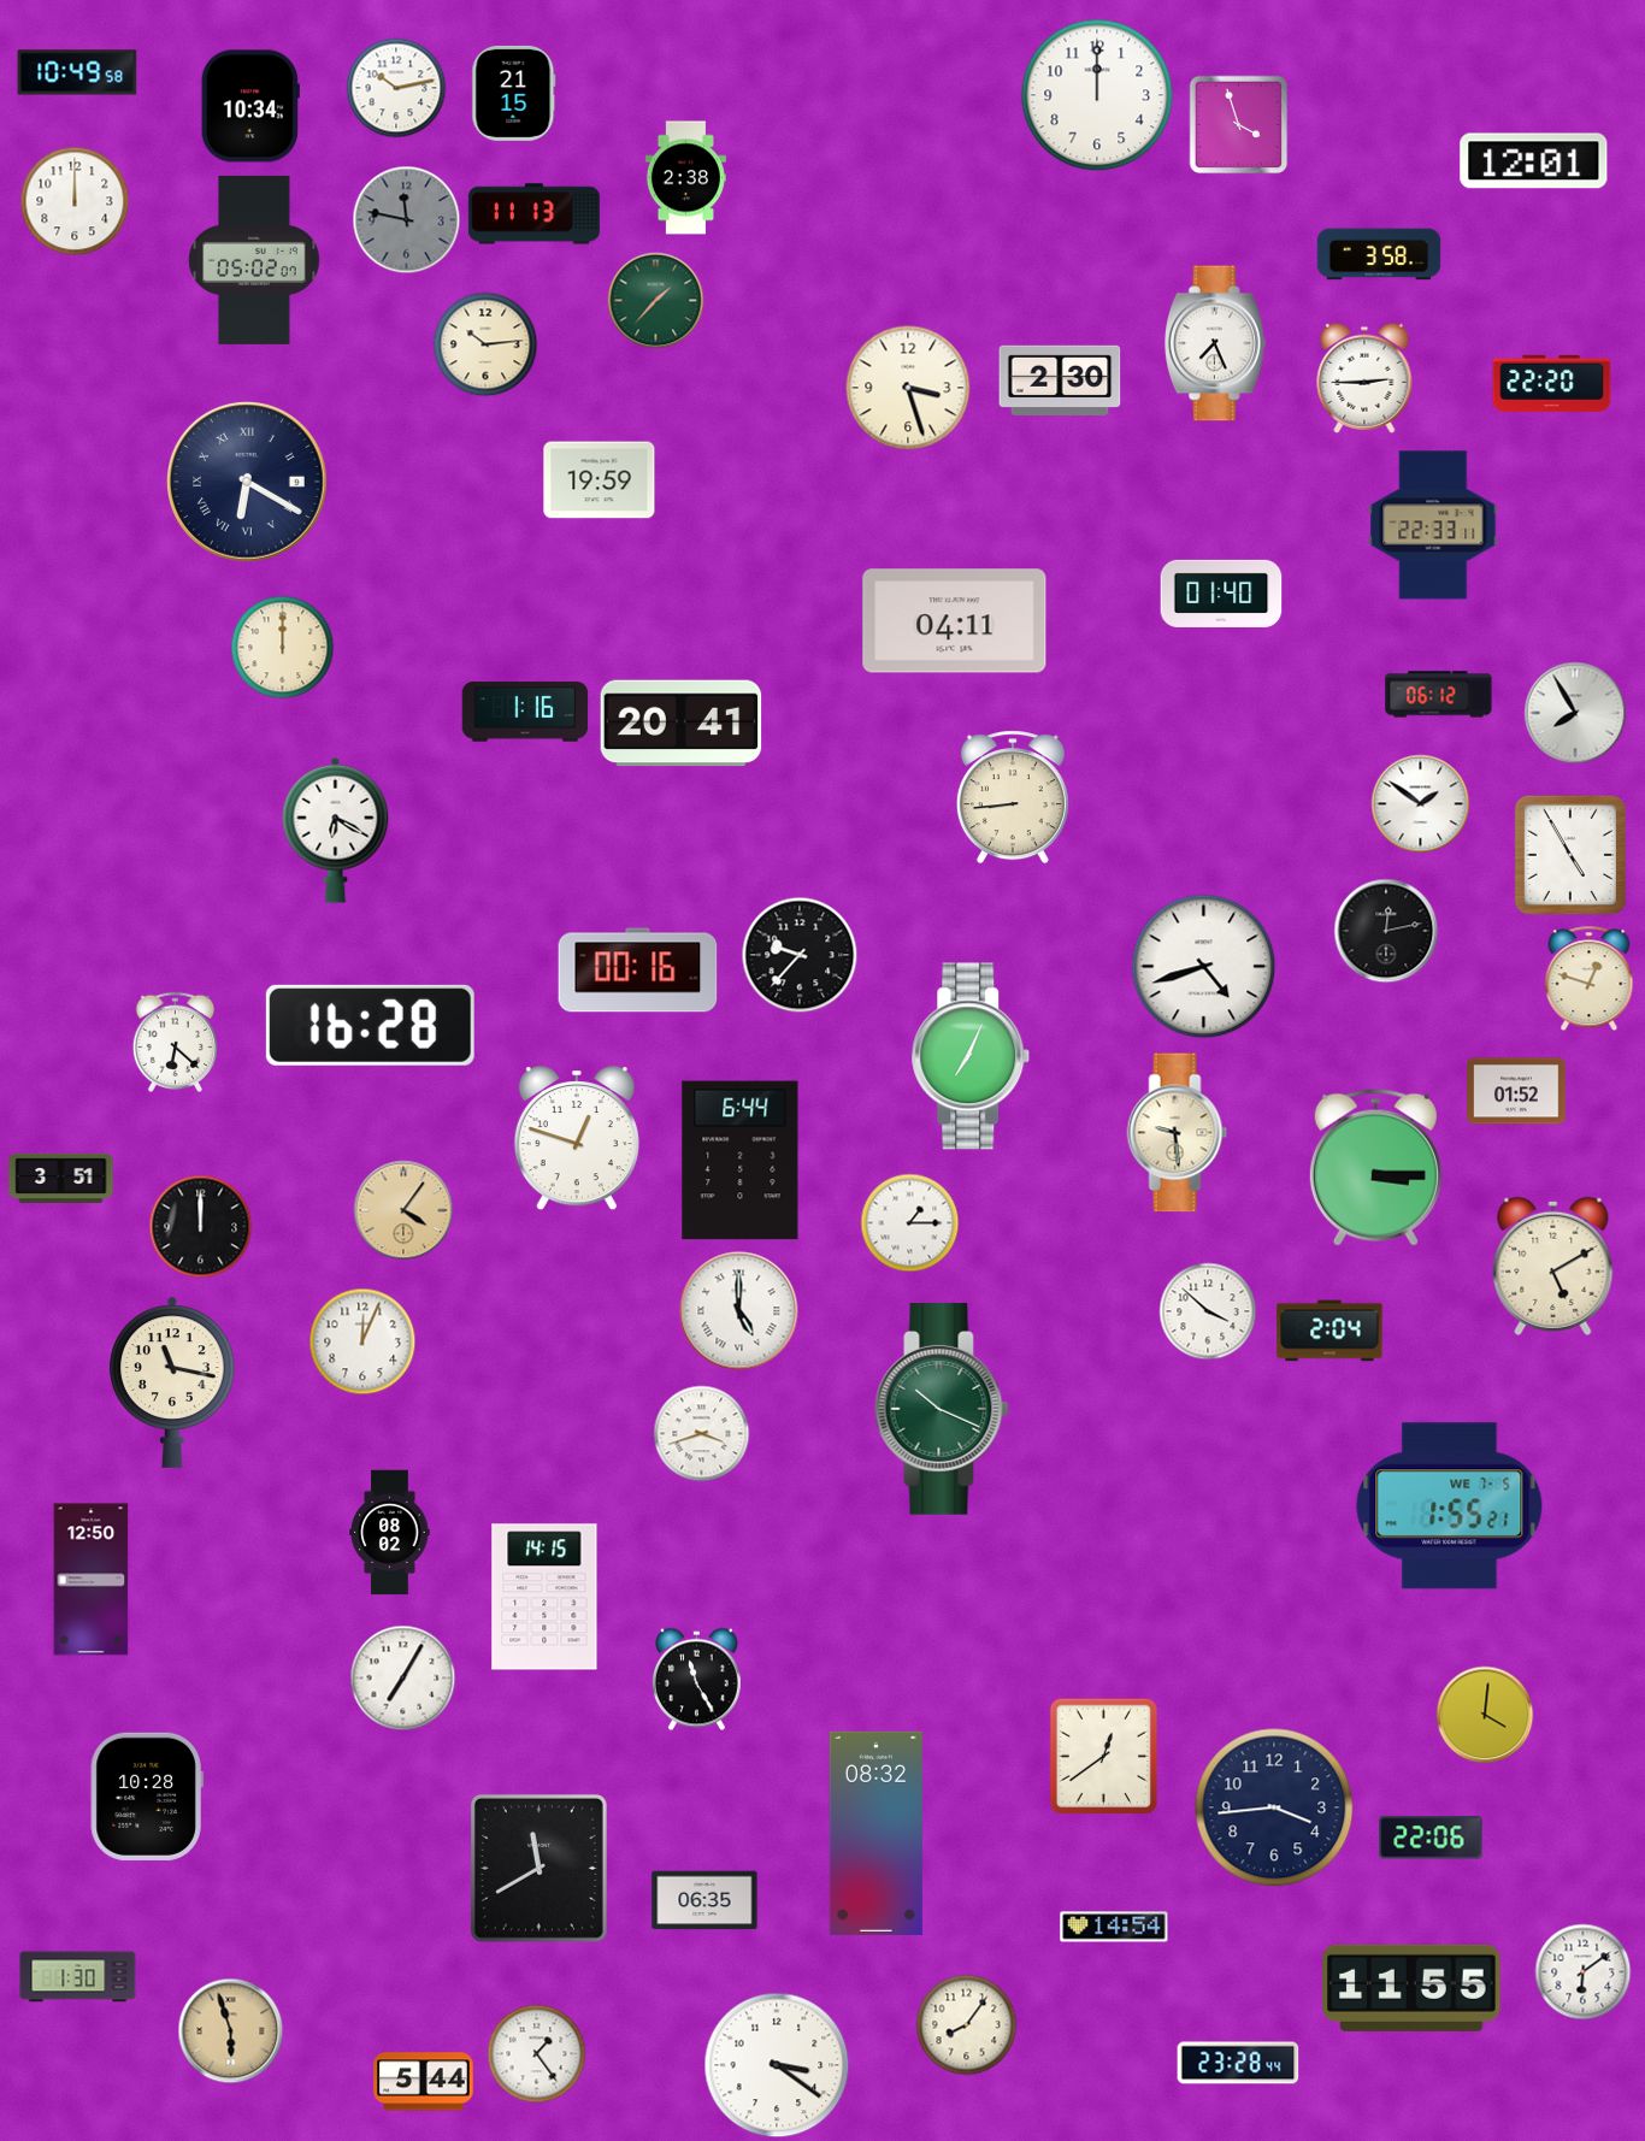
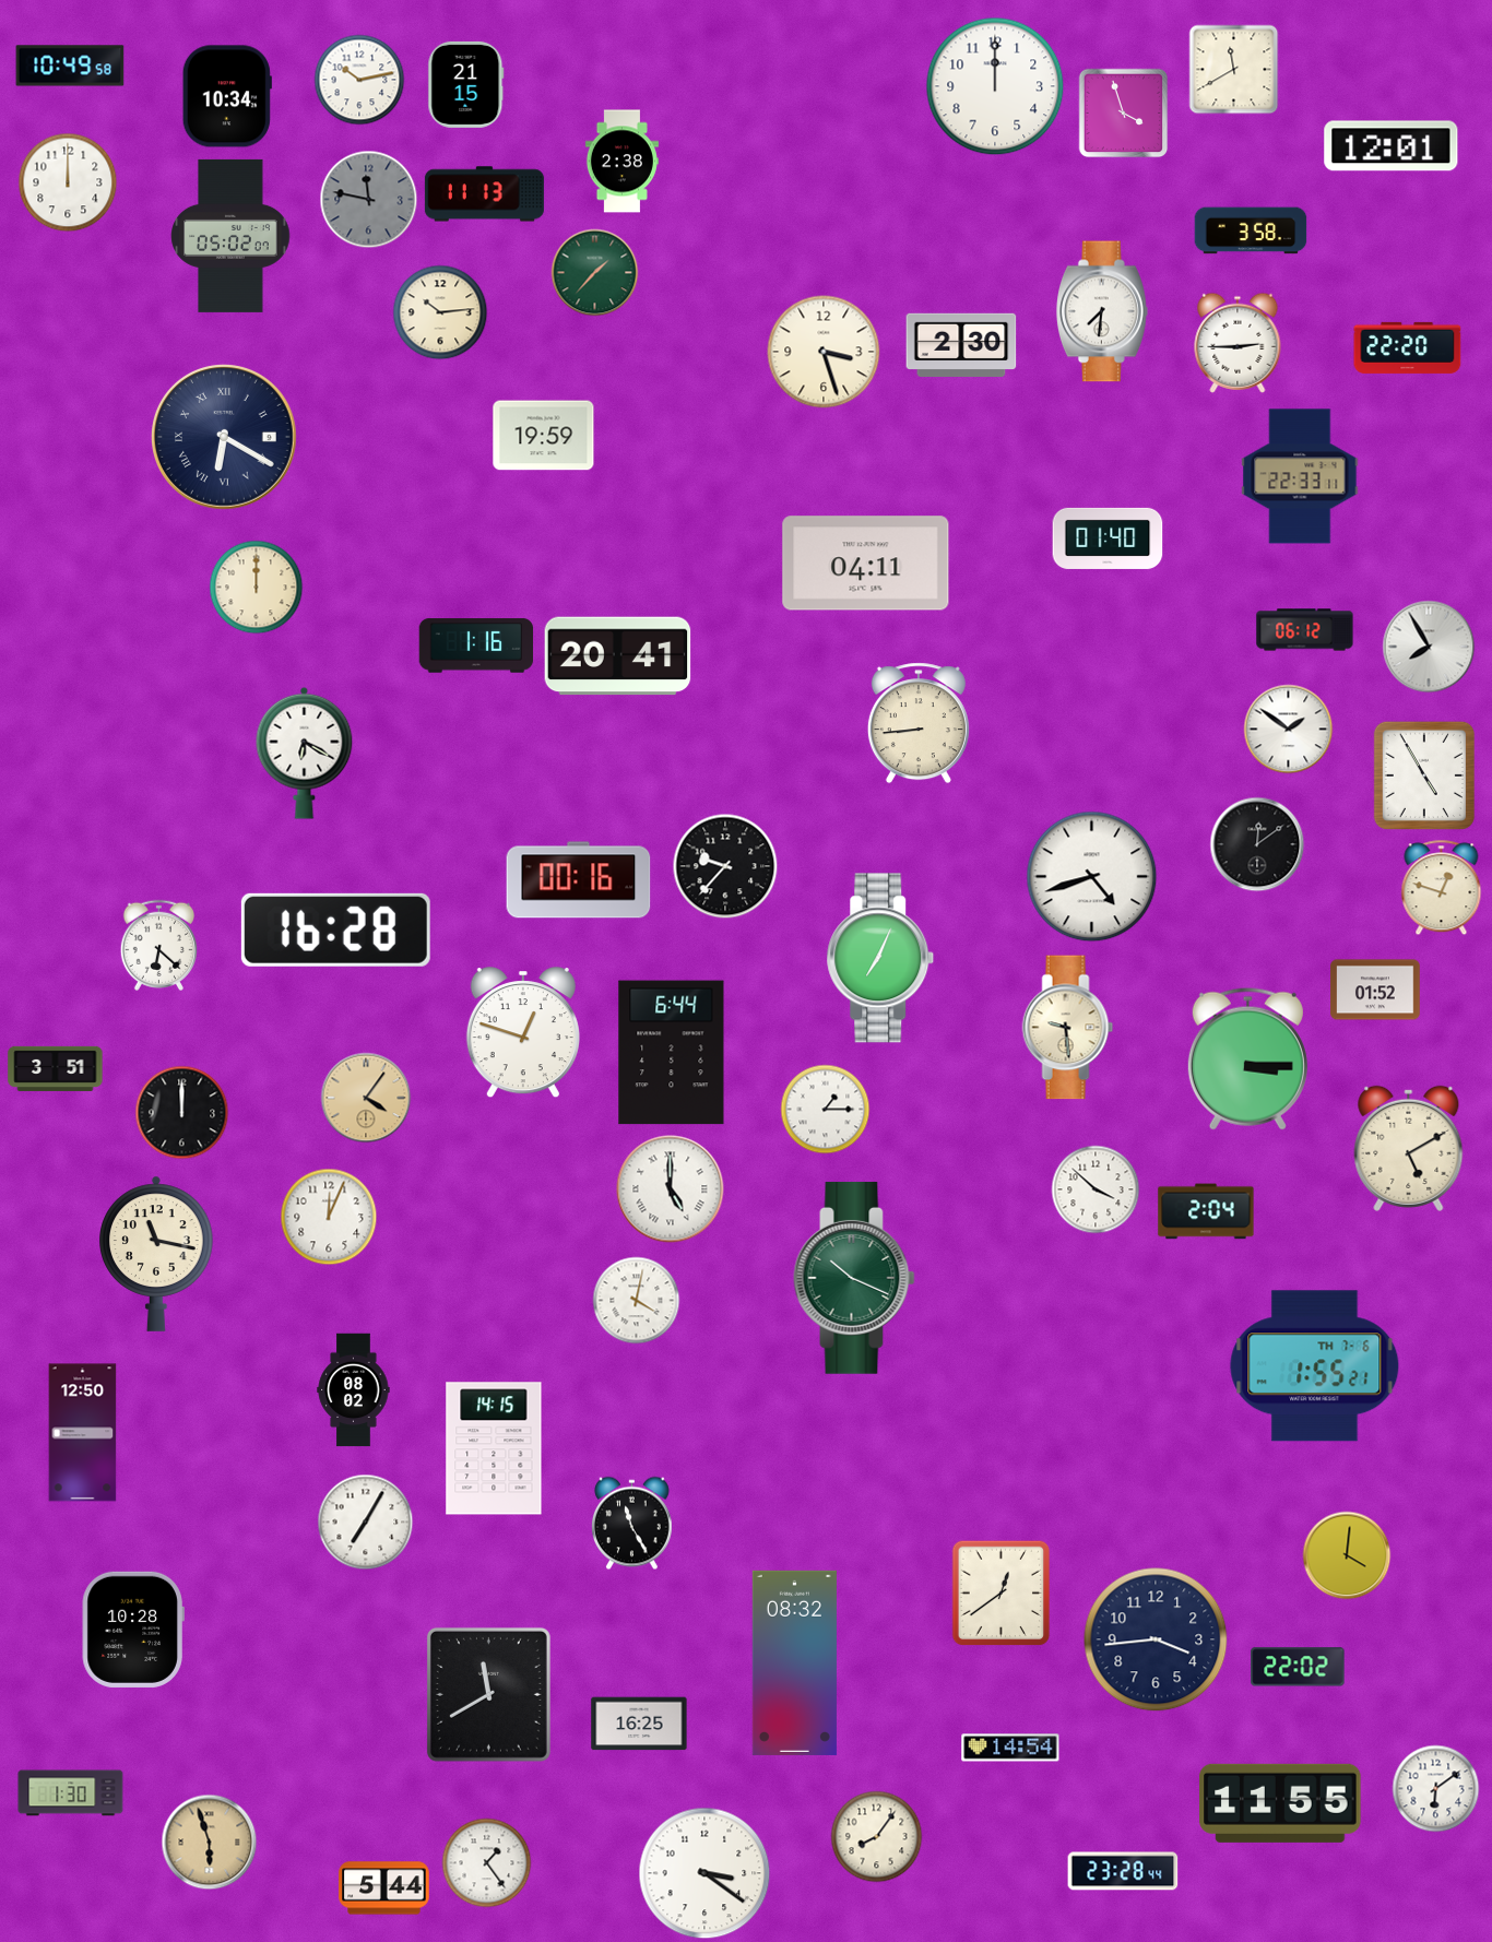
clock at (1234, 70): none -> 11:40
clock at (1215, 343): 7:26 -> 7:31
clock at (1386, 931): 12:13 -> 12:09
clock at (1329, 1331) position: (1329, 1331) -> (1206, 1211)
clock at (702, 1434): 3:42 -> 4:02
clock at (1450, 1506) date: WE 7-5 -> TH 7-6
clock at (1431, 1838): 22:06 -> 22:02
clock at (704, 1900): 06:35 -> 16:25
